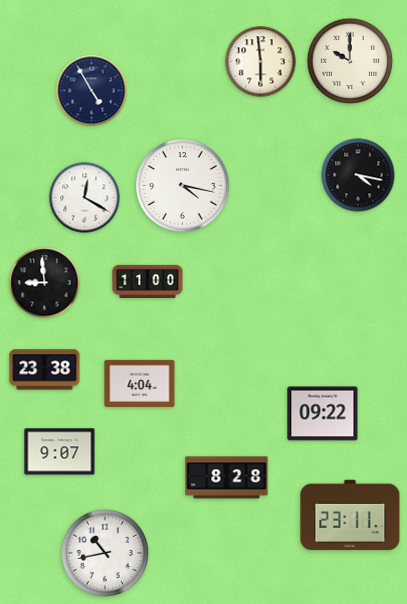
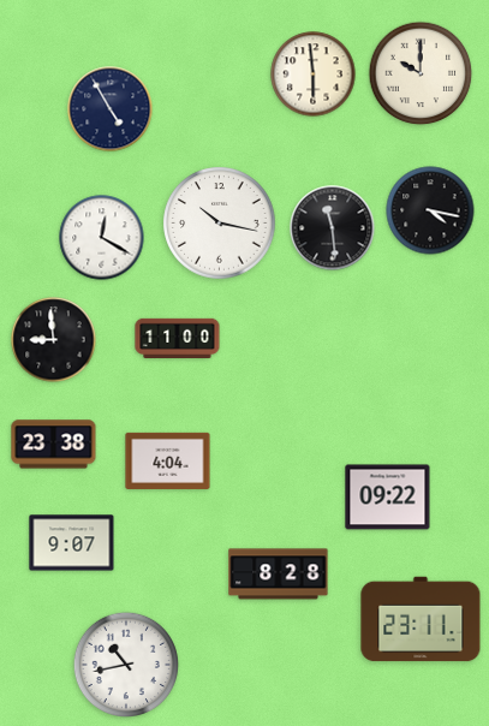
clock at (183, 186): 4:17 -> 10:17
clock at (333, 228): none -> 11:29
clock at (227, 478) position: (227, 478) -> (279, 575)
